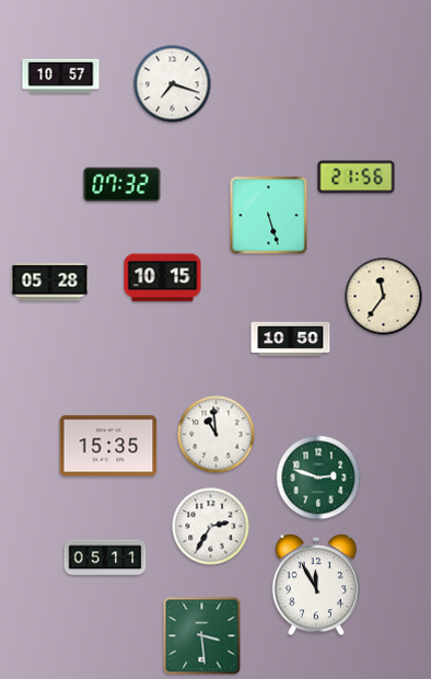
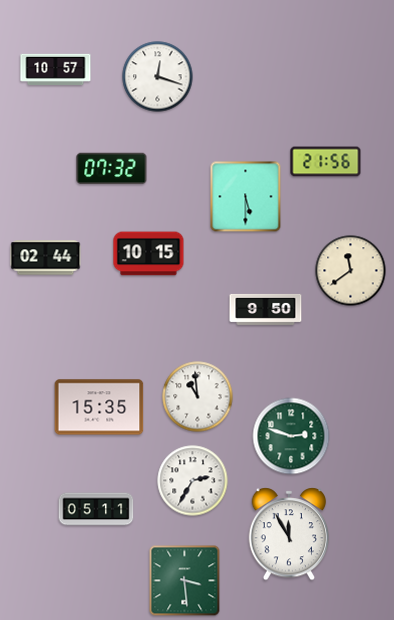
clock at (173, 84): 7:18 -> 12:18
clock at (269, 216): 5:27 -> 5:30
clock at (50, 283): 05:28 -> 02:44
clock at (384, 297): 11:36 -> 11:39
clock at (291, 338): 10:50 -> 9:50
